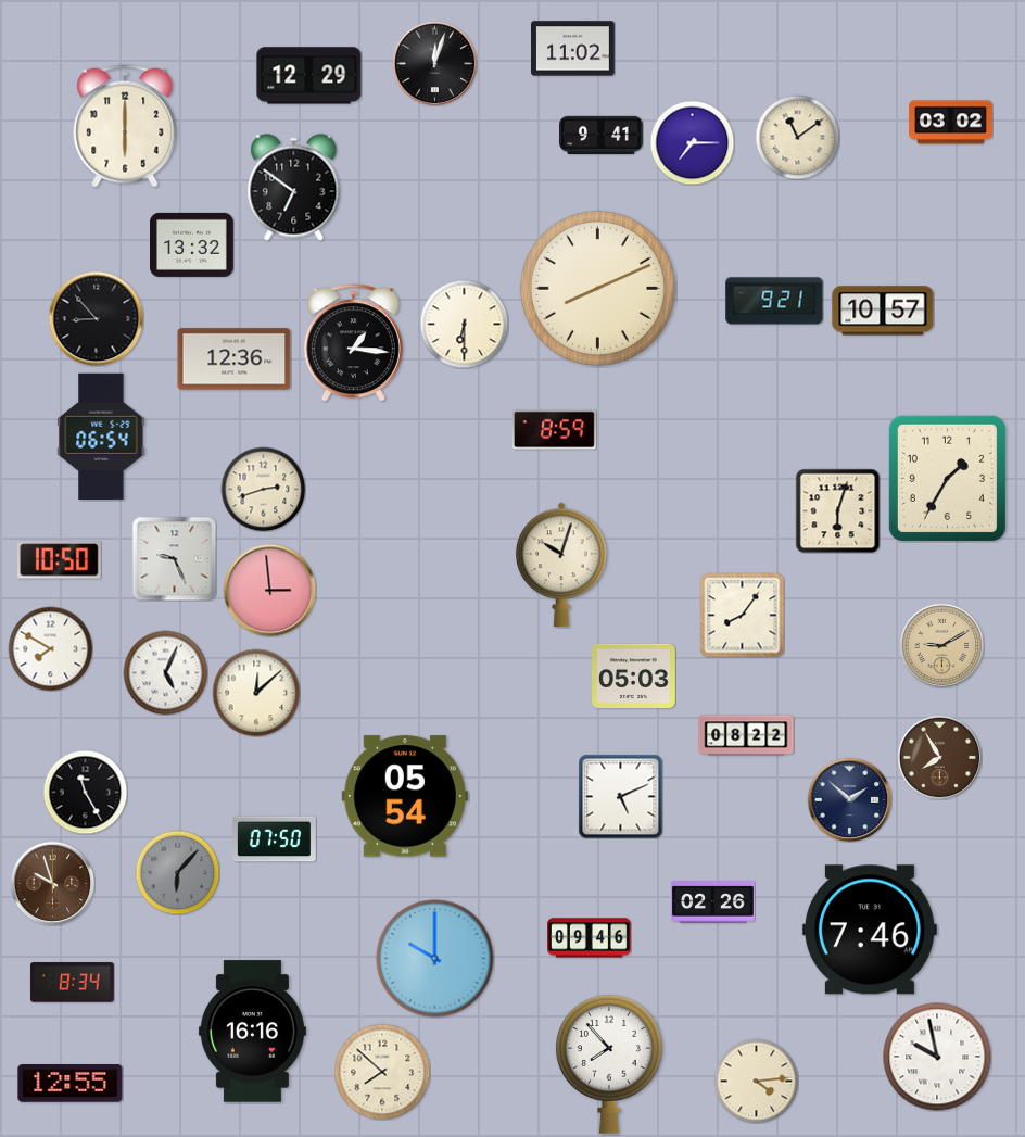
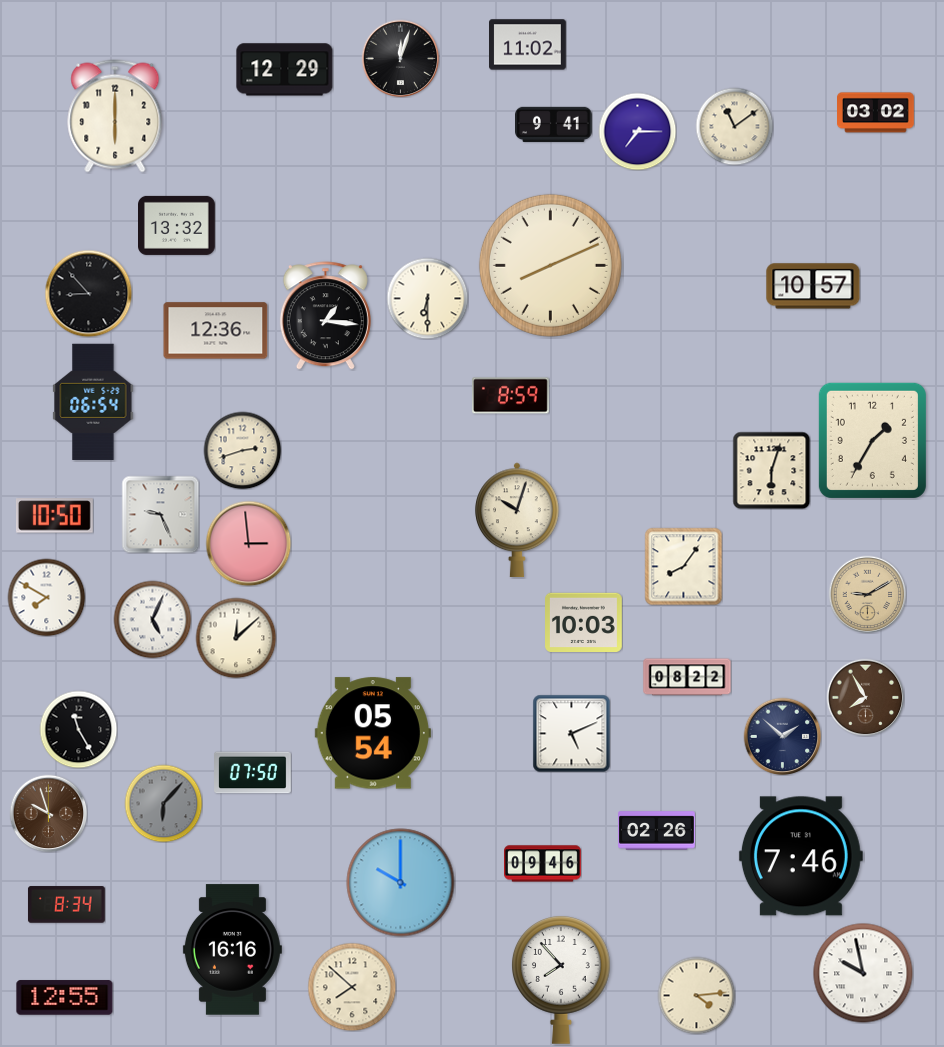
clock at (294, 188): 6:51 -> none
clock at (774, 301): 9:21 -> none
clock at (634, 675): 05:03 -> 10:03
